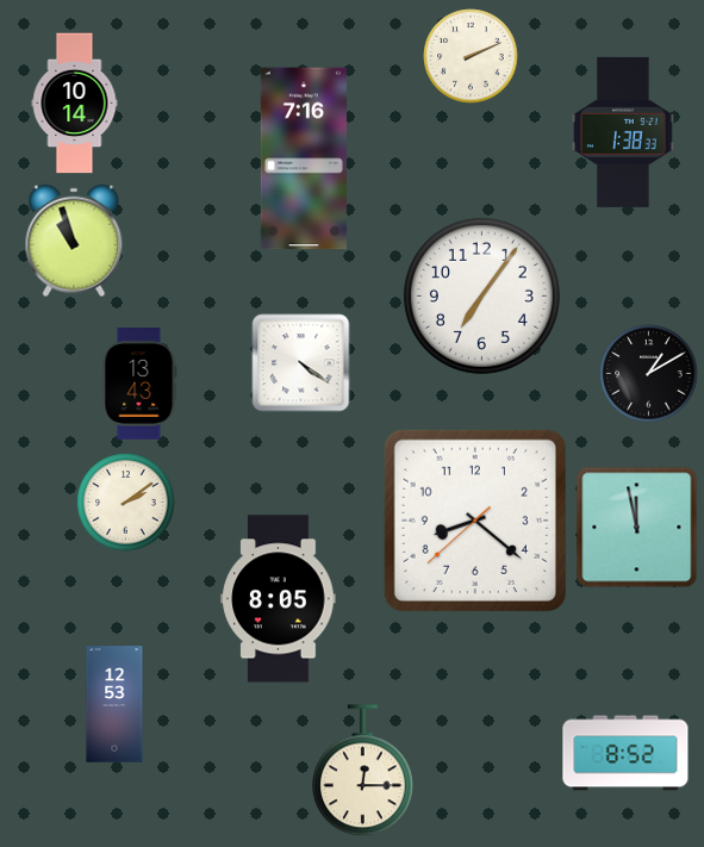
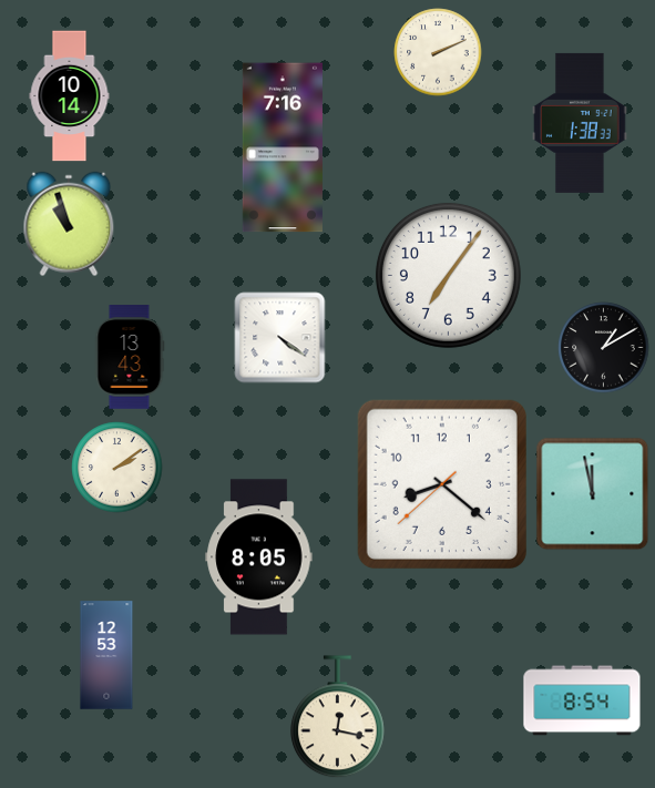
clock at (637, 528) position: (637, 528) -> (593, 494)
clock at (625, 753): 8:52 -> 8:54
clock at (363, 771): 12:15 -> 12:17
